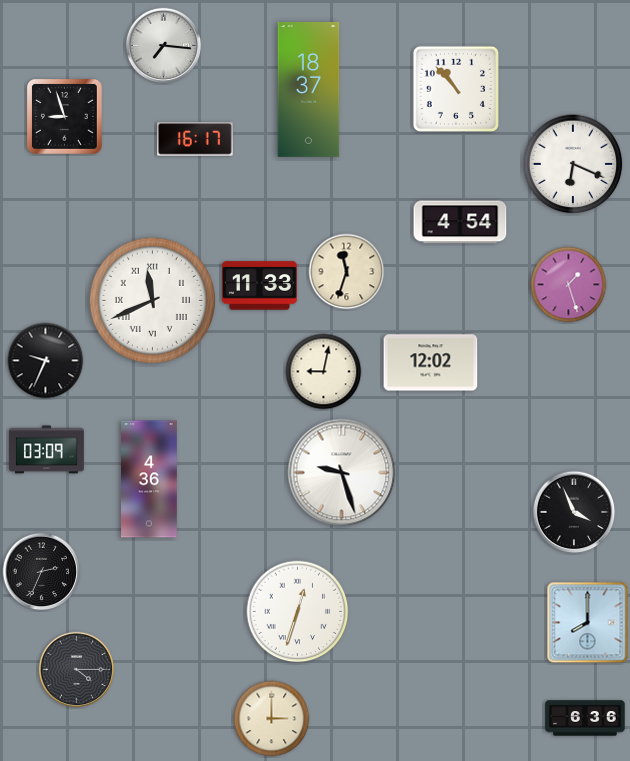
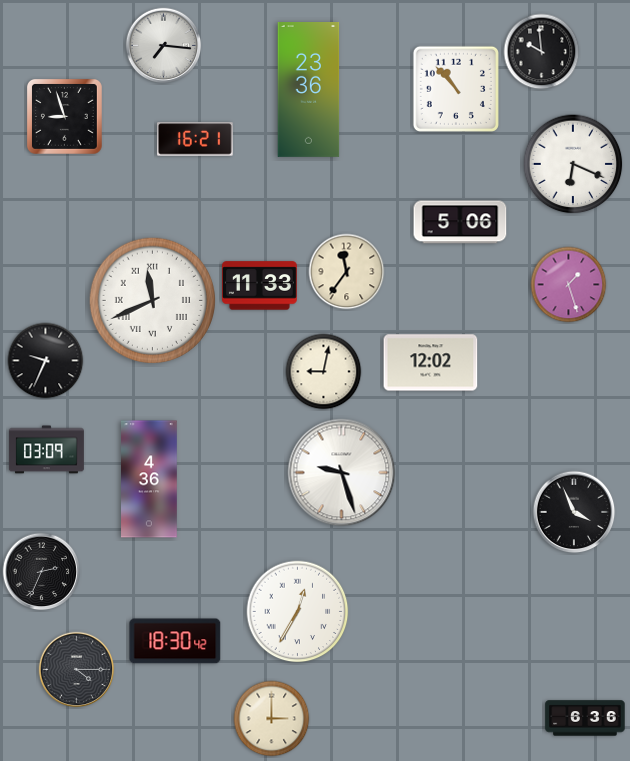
clock at (542, 52): none -> 9:59
clock at (309, 90): 18:37 -> 23:36
clock at (195, 139): 16:17 -> 16:21
clock at (460, 222): 4:54 -> 5:06
clock at (347, 272): 11:33 -> 11:36
clock at (298, 612): 12:33 -> 12:35
clock at (588, 623): 8:00 -> none
clock at (175, 641): none -> 18:30
